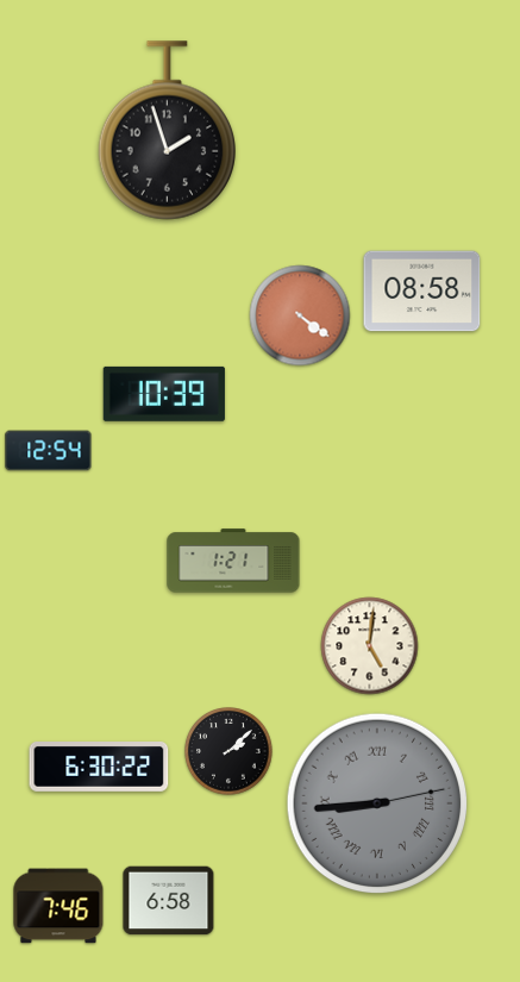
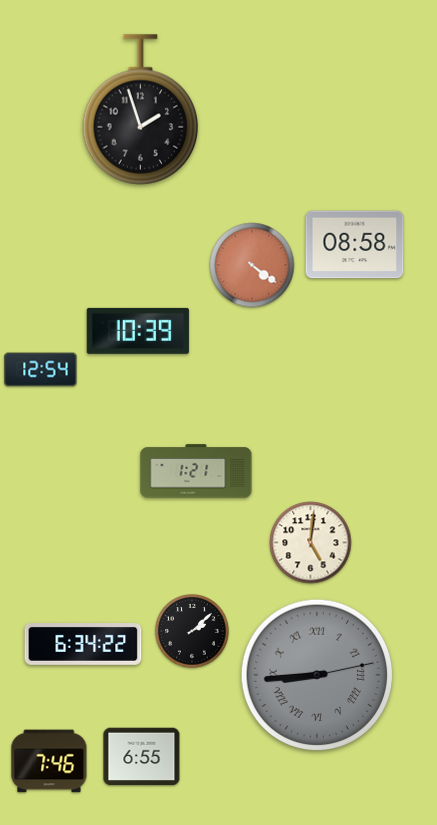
clock at (49, 451) position: (49, 451) -> (41, 370)
clock at (99, 768): 6:30 -> 6:34
clock at (169, 901): 6:58 -> 6:55
